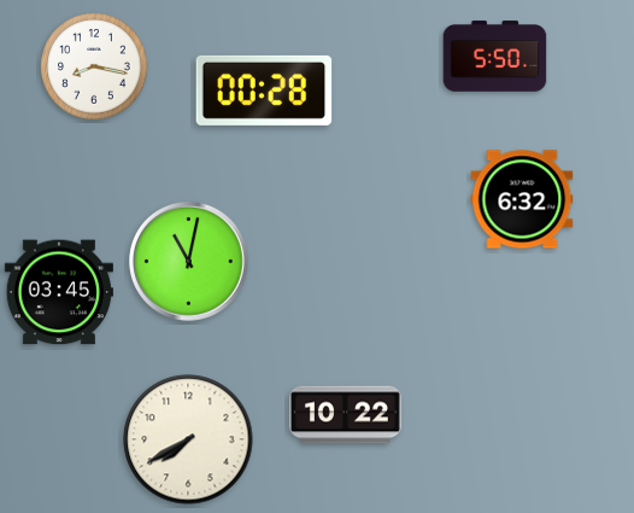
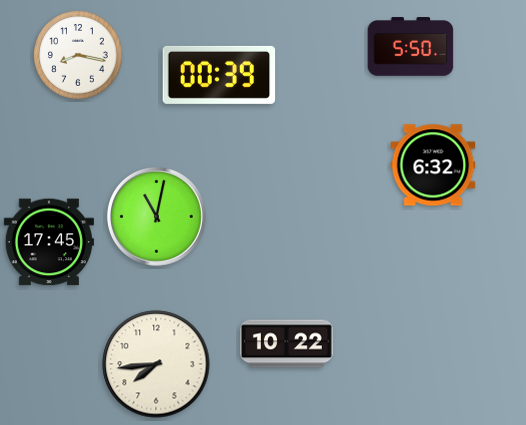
clock at (264, 91): 00:28 -> 00:39
clock at (59, 292): 03:45 -> 17:45
clock at (188, 439): 7:40 -> 7:44
